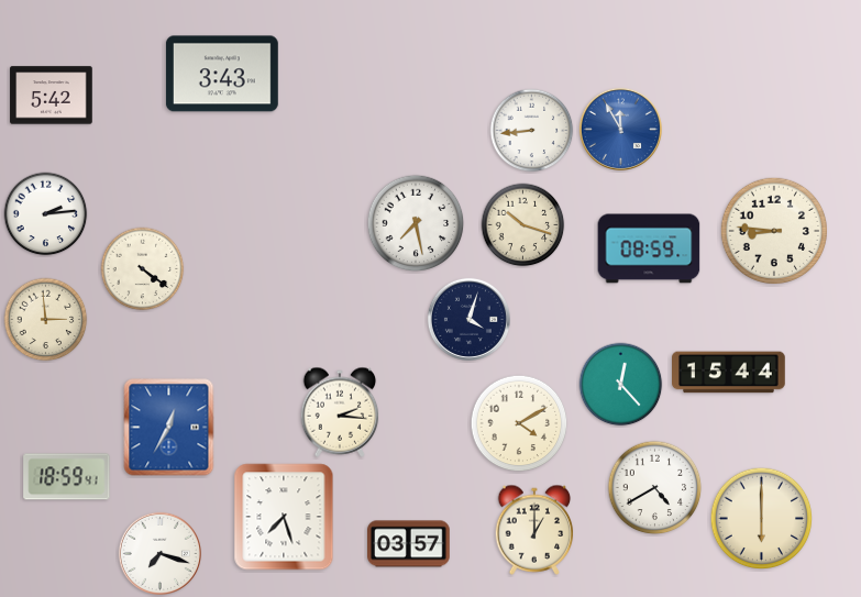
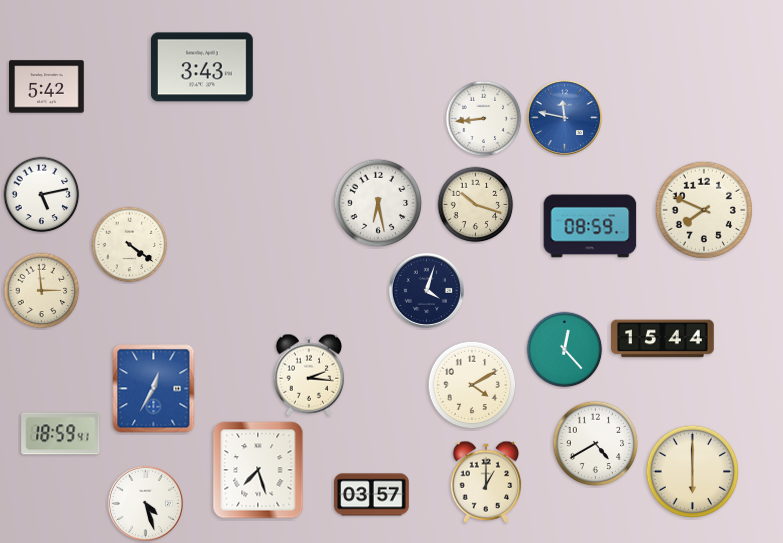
clock at (620, 129): 11:55 -> 11:47
clock at (46, 214): 2:14 -> 5:13
clock at (416, 223): 7:28 -> 6:28
clock at (773, 230): 8:46 -> 7:49
clock at (159, 553): 7:18 -> 4:27
